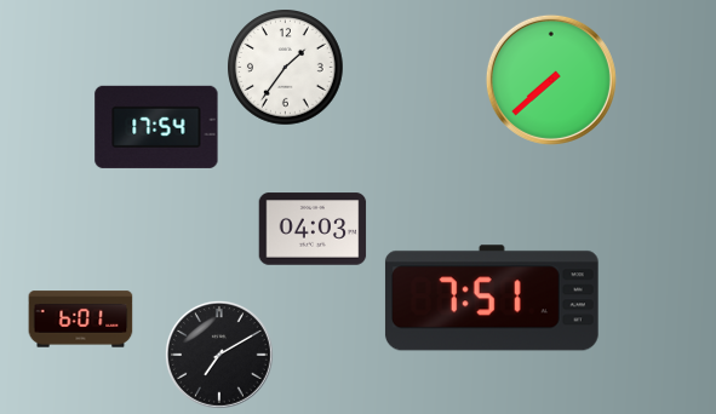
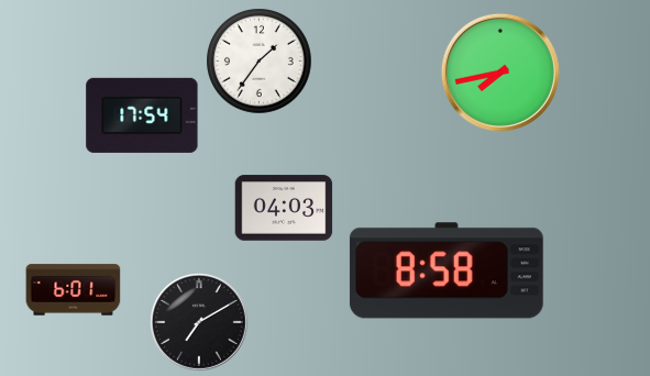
clock at (551, 80): 7:38 -> 7:43
clock at (492, 298): 7:51 -> 8:58
